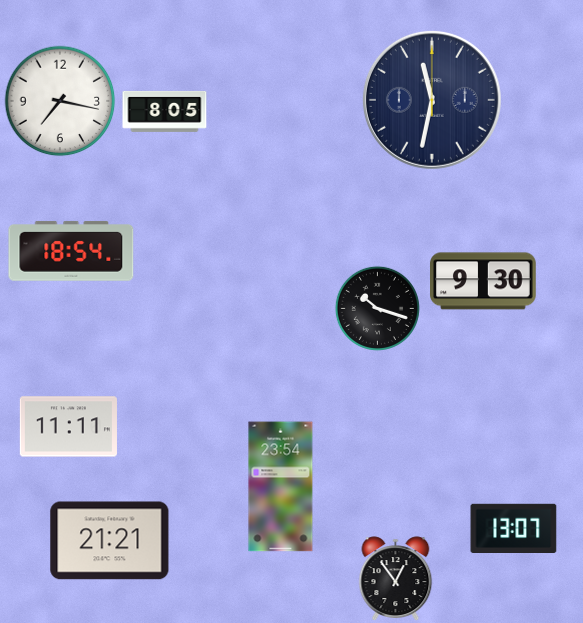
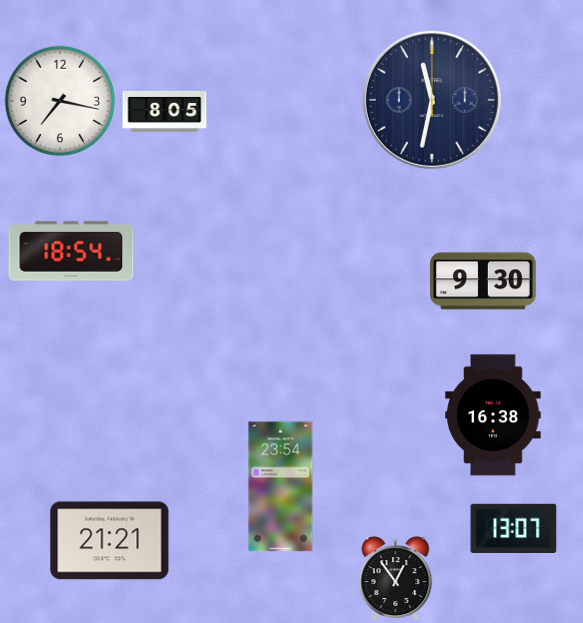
clock at (377, 308): 10:18 -> none
clock at (493, 415): none -> 16:38
clock at (68, 427): 11:11 -> none
